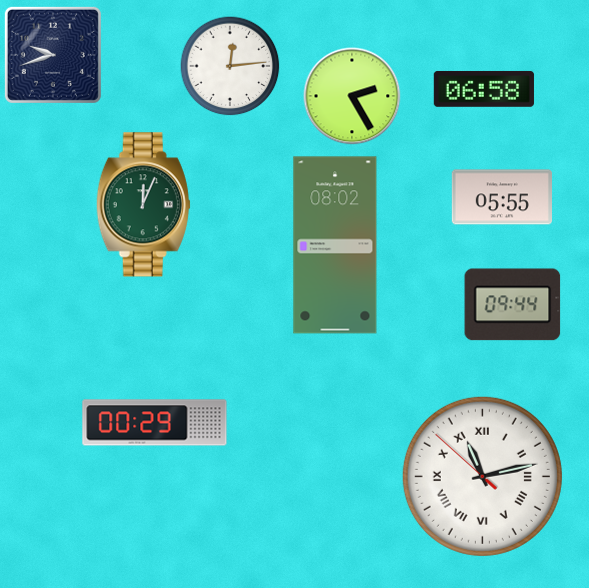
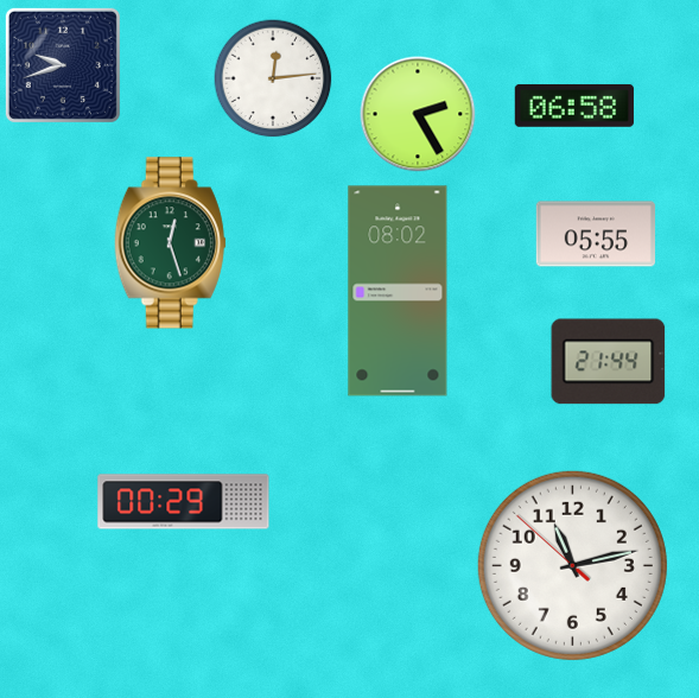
clock at (143, 205): 12:04 -> 12:27
clock at (513, 305): 09:44 -> 21:44
clock at (482, 476) numerals: Roman -> Arabic
